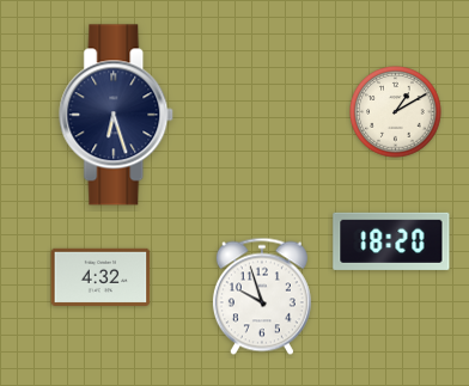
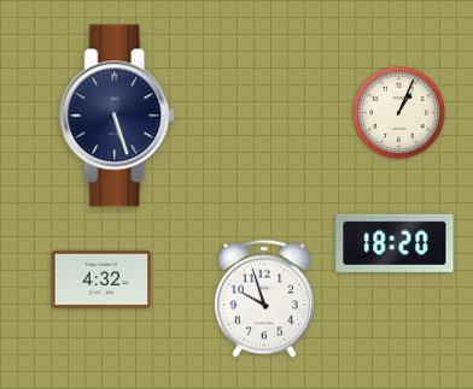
clock at (396, 112): 1:10 -> 1:04
clock at (117, 115): 6:27 -> 5:27
